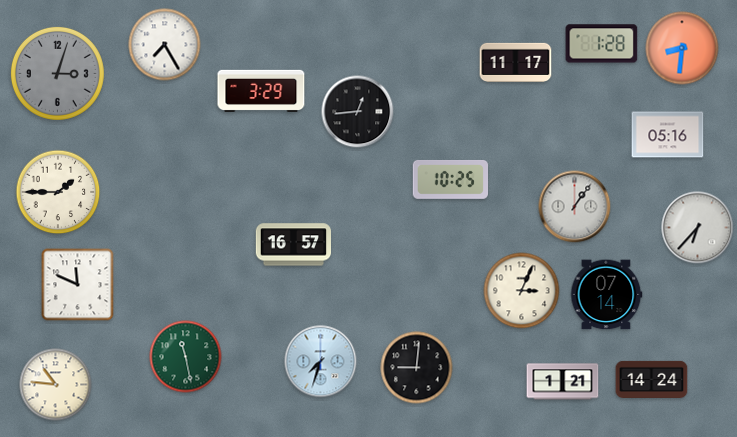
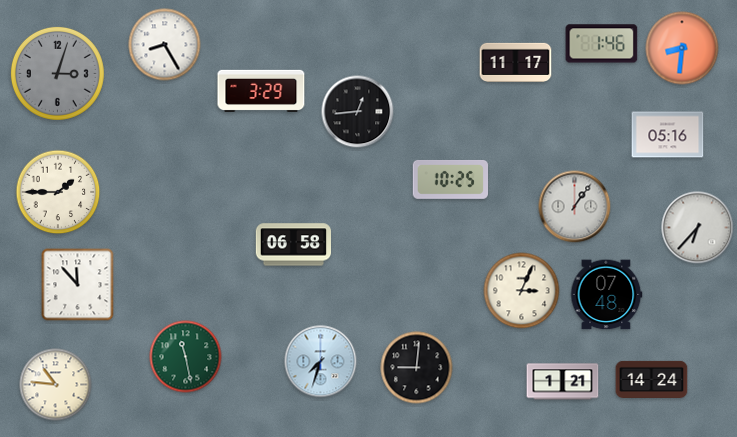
clock at (602, 44): 1:28 -> 1:46
clock at (165, 45): 7:25 -> 8:25
clock at (294, 245): 16:57 -> 06:58
clock at (78, 285): 11:49 -> 11:53
clock at (606, 295): 07:14 -> 07:48
